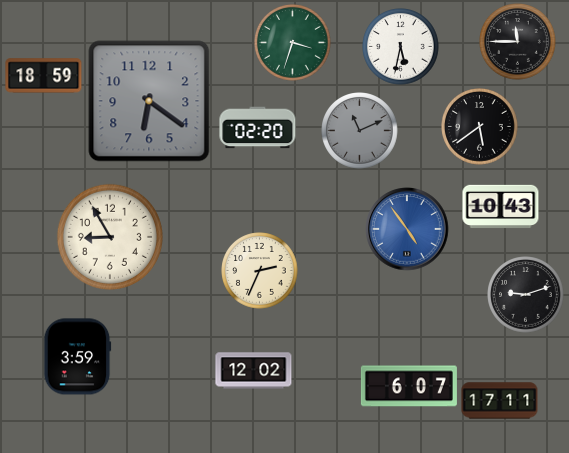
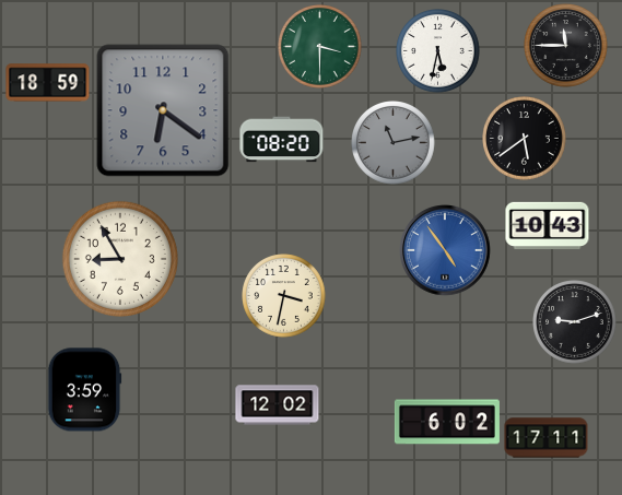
clock at (293, 43): 3:33 -> 3:30
clock at (258, 128): 02:20 -> 08:20
clock at (360, 131): 11:11 -> 11:13
clock at (260, 271): 2:34 -> 3:32
clock at (409, 386): 6:07 -> 6:02
